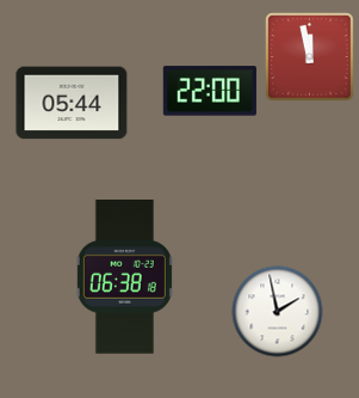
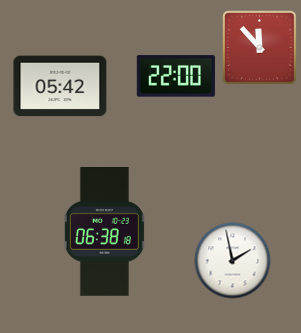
clock at (310, 57): 11:58 -> 11:53
clock at (72, 103): 05:44 -> 05:42
